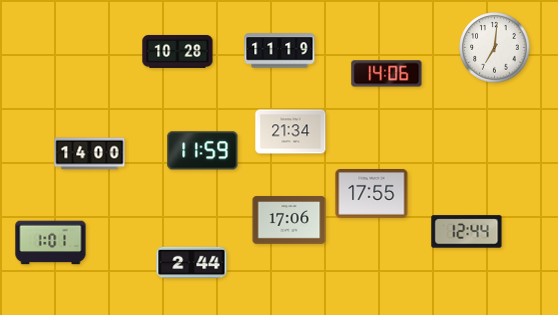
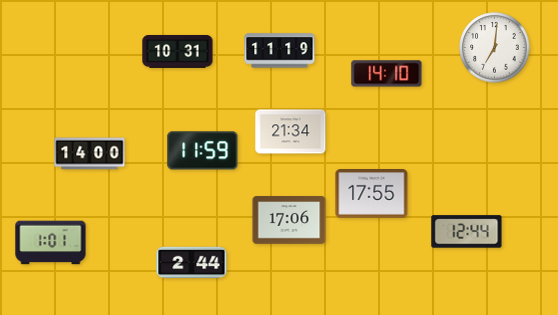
clock at (178, 51): 10:28 -> 10:31
clock at (387, 74): 14:06 -> 14:10
